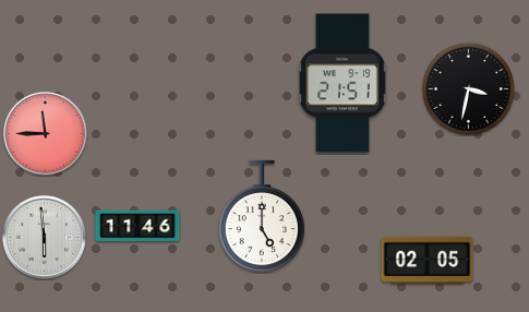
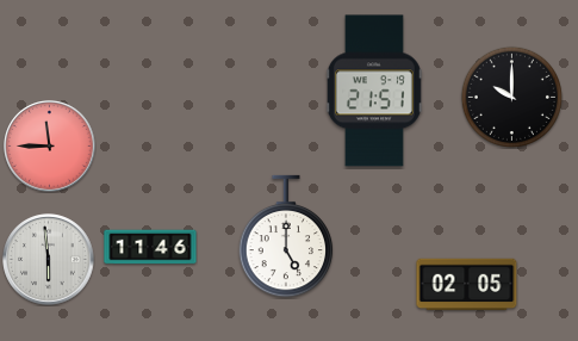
clock at (468, 88): 3:32 -> 10:00
